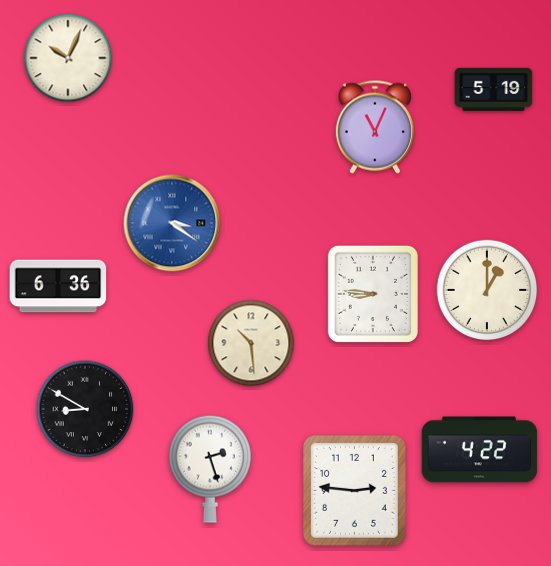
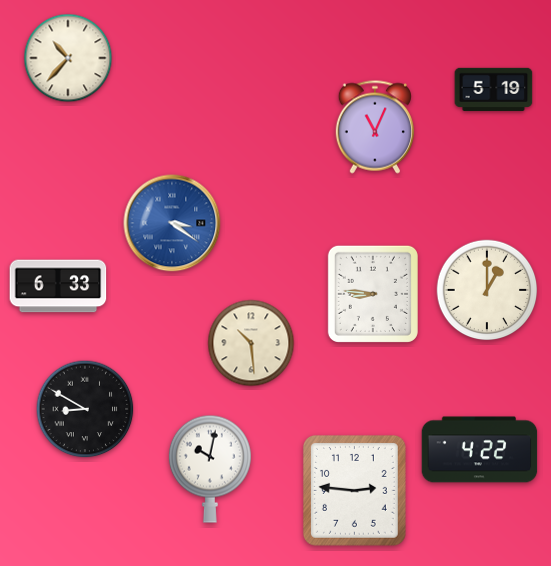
clock at (68, 58): 10:04 -> 10:37
clock at (58, 286): 6:36 -> 6:33
clock at (210, 469): 2:27 -> 10:02
